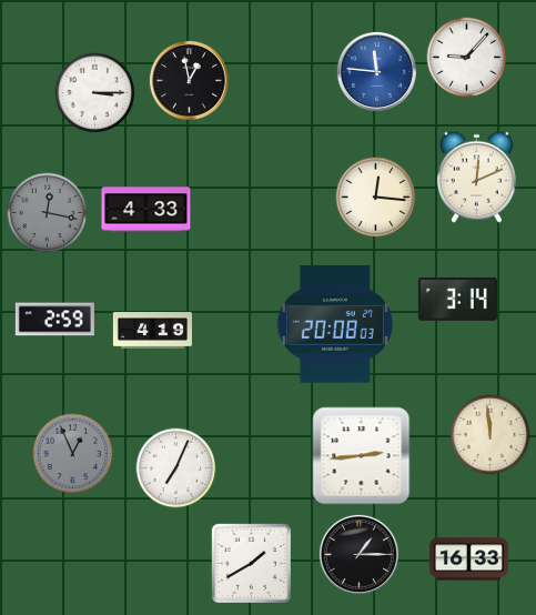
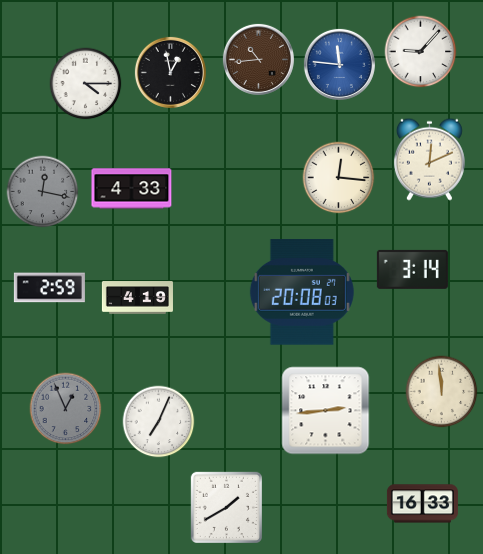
clock at (258, 59): none -> 10:44
clock at (95, 93): 3:15 -> 4:15
clock at (358, 554): 1:15 -> none
